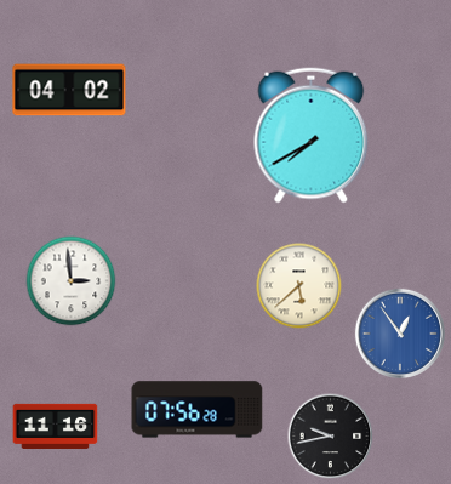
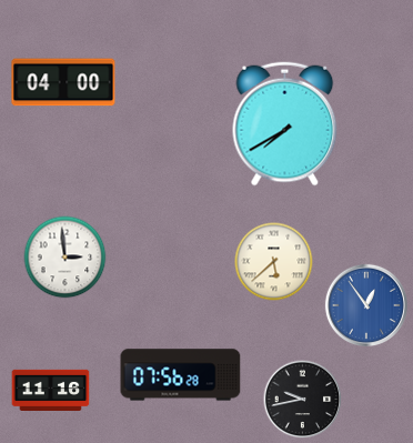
clock at (69, 90): 04:02 -> 04:00
